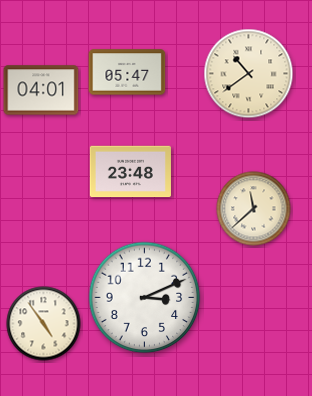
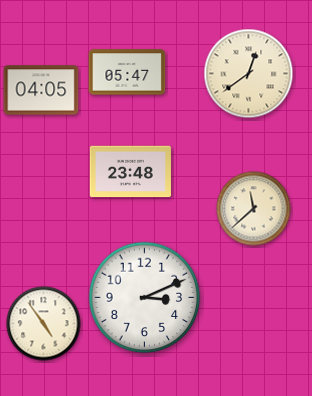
clock at (249, 74): 10:39 -> 12:39
clock at (41, 90): 04:01 -> 04:05
